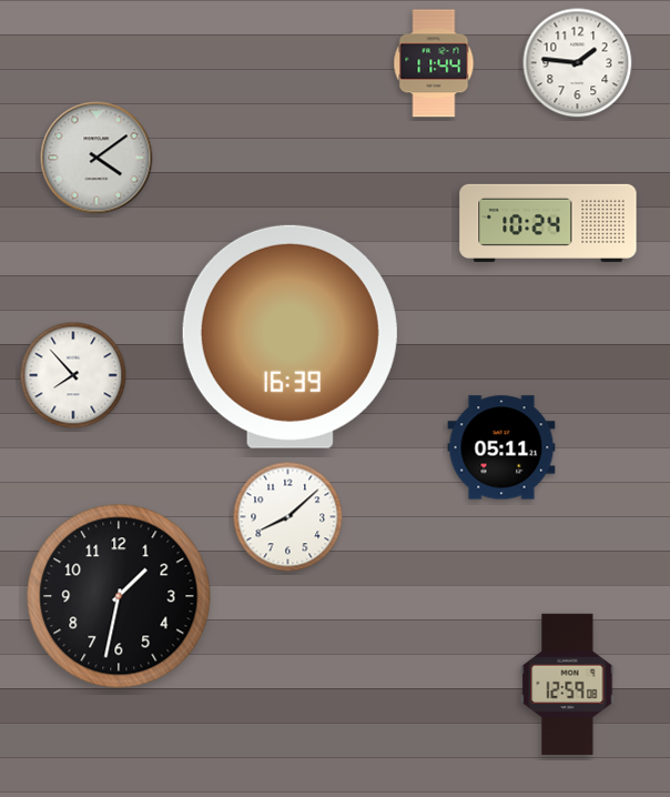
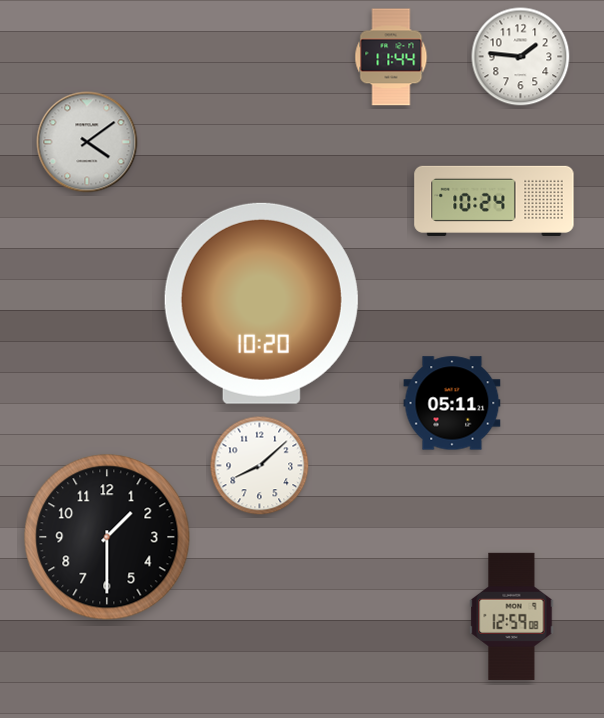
clock at (290, 336): 16:39 -> 10:20
clock at (73, 375): 7:53 -> none
clock at (119, 596): 1:32 -> 1:30
